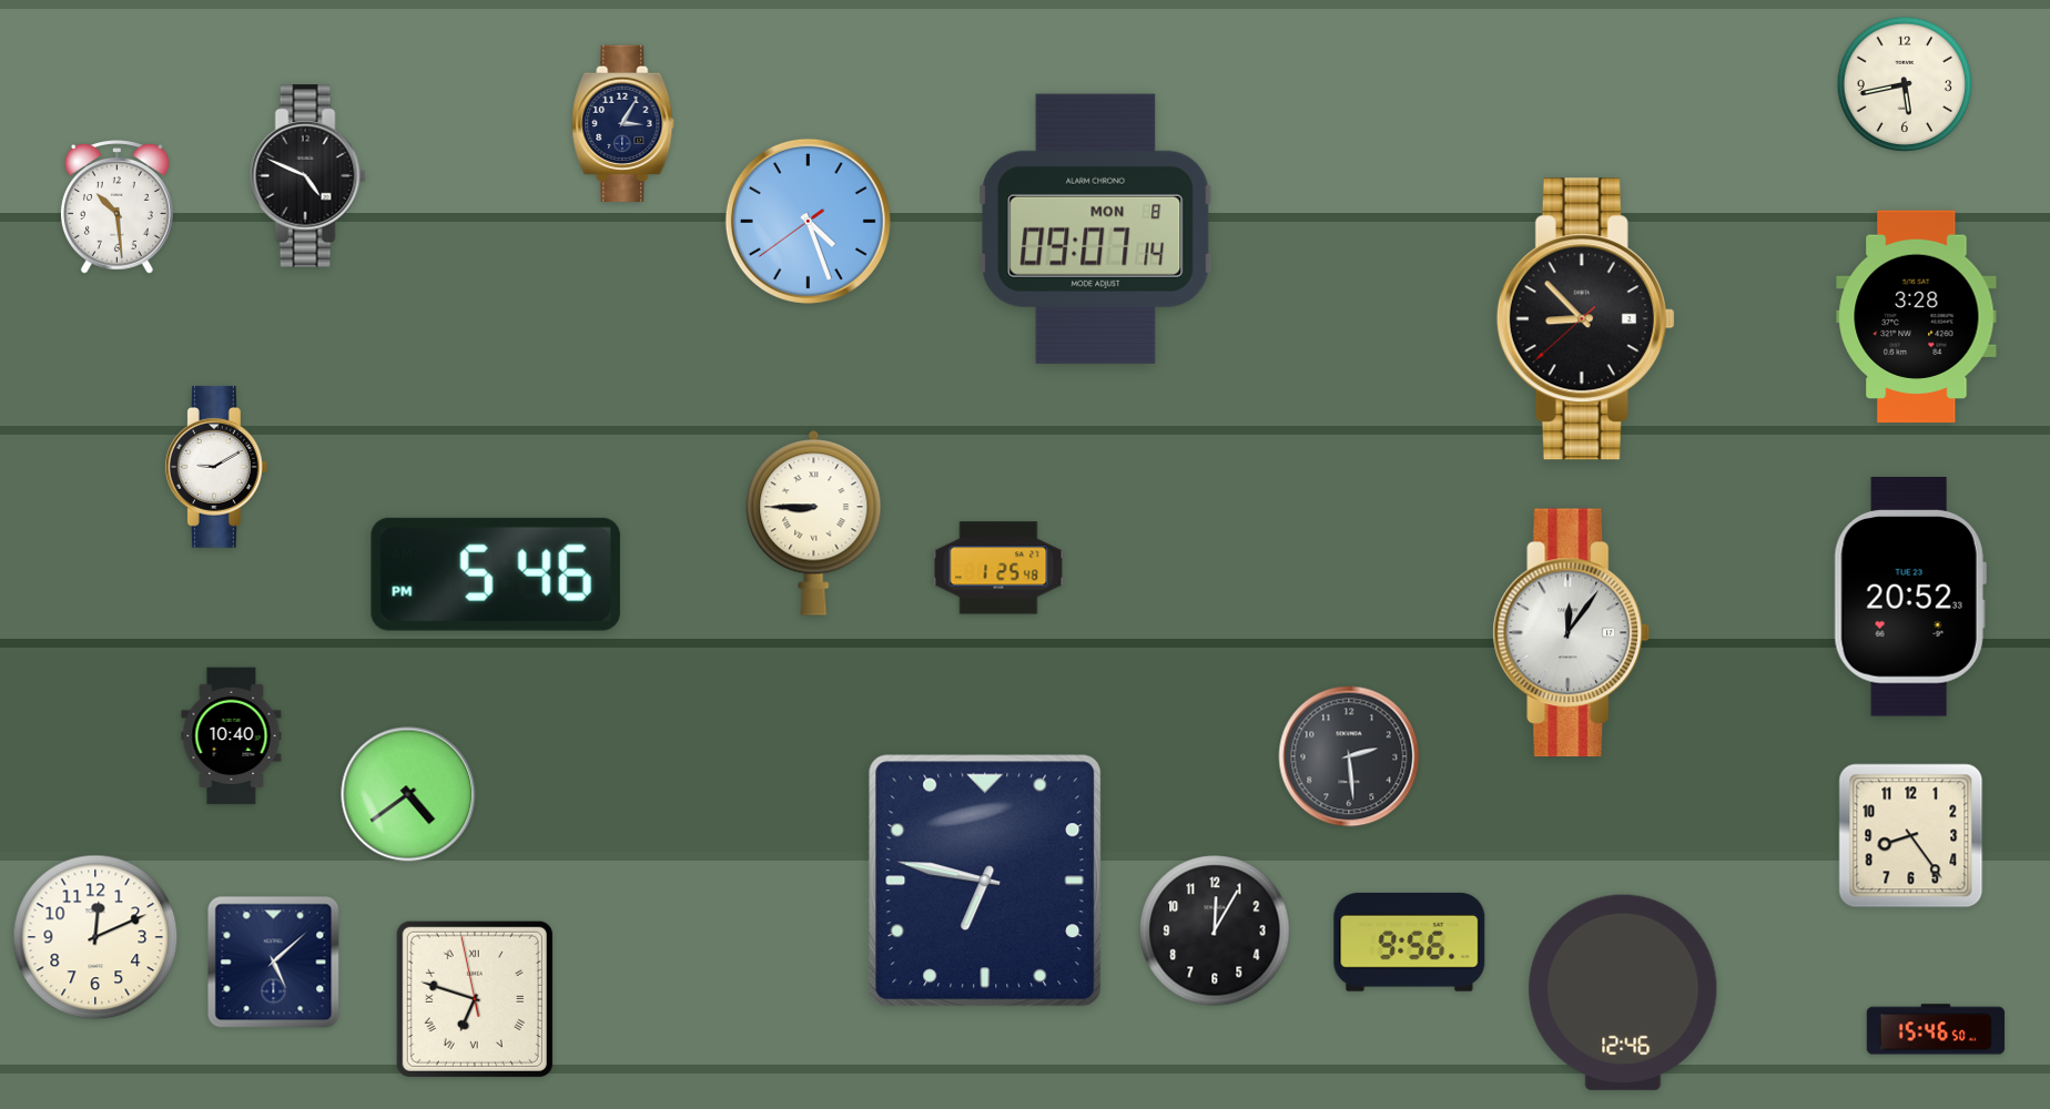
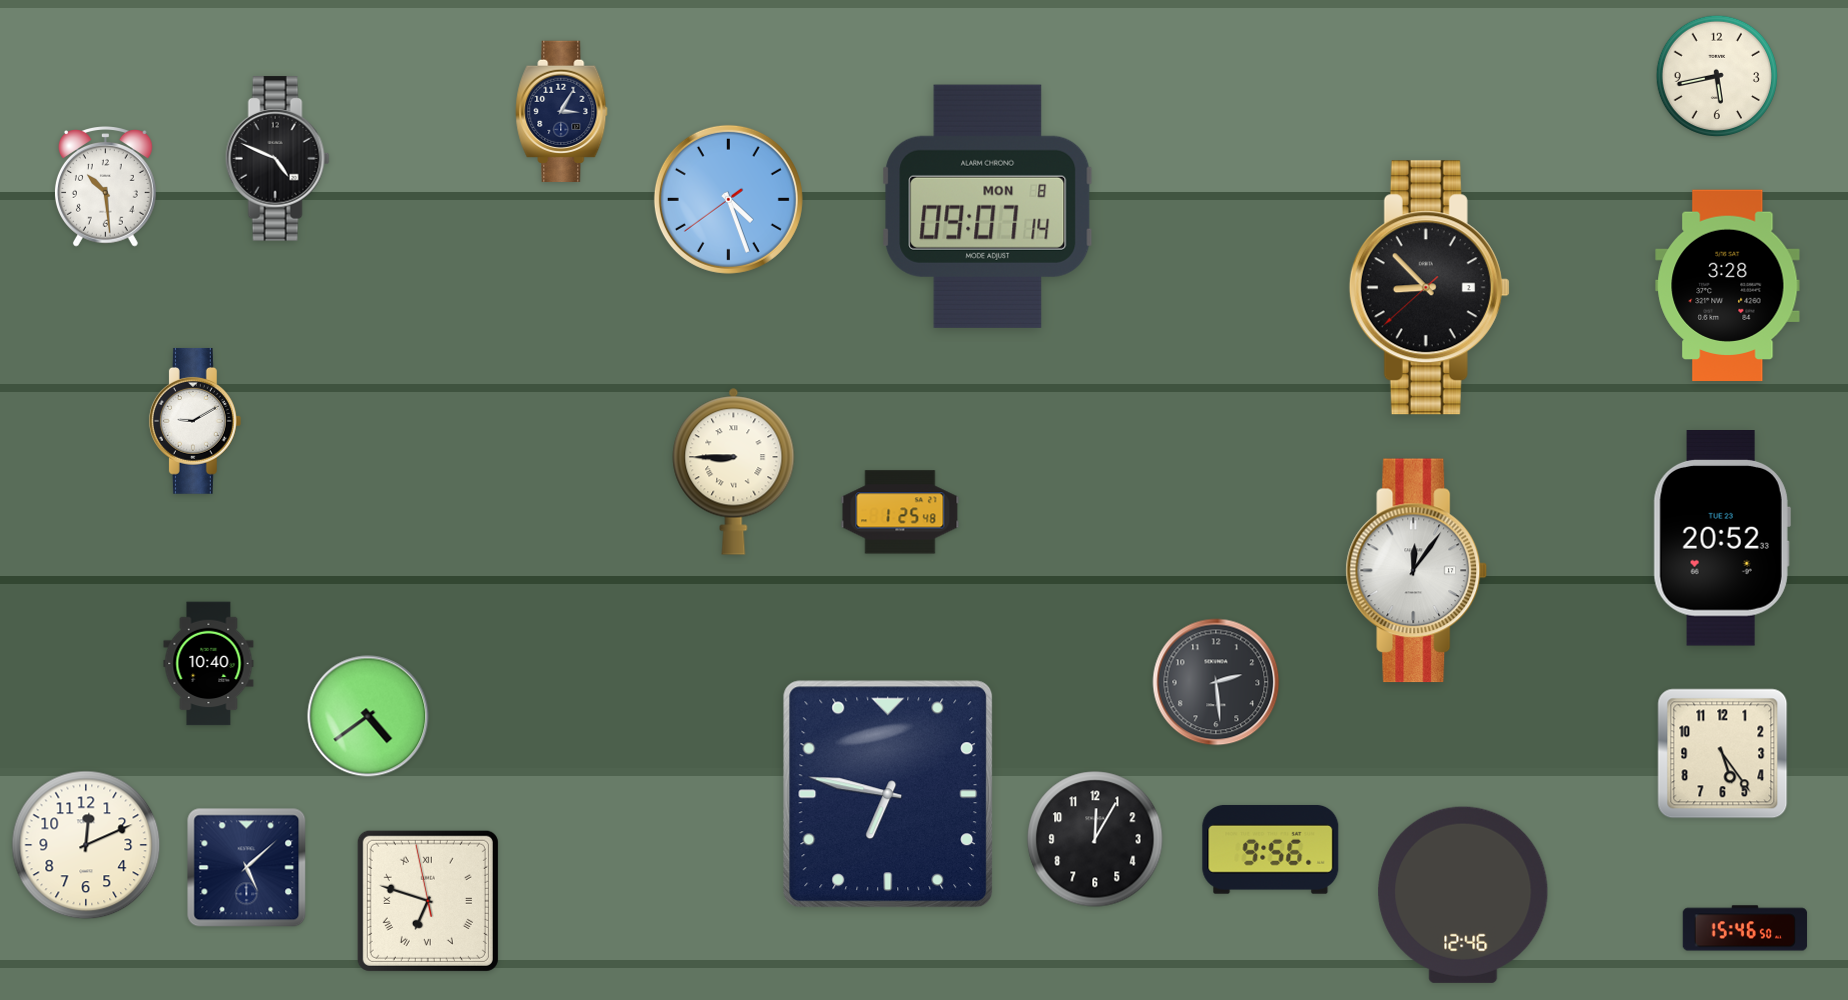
clock at (496, 574): 5:46 -> none
clock at (1911, 836): 8:24 -> 5:24
